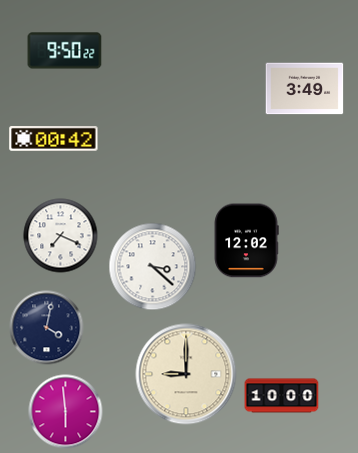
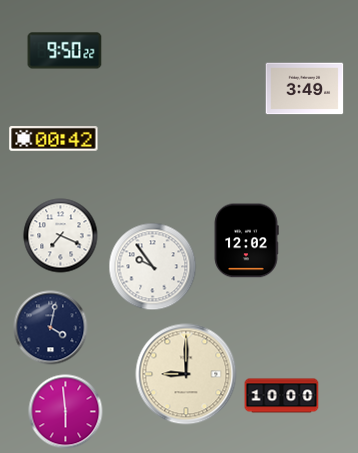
clock at (153, 267): 3:22 -> 9:54
clock at (47, 328) position: (47, 328) -> (51, 328)
